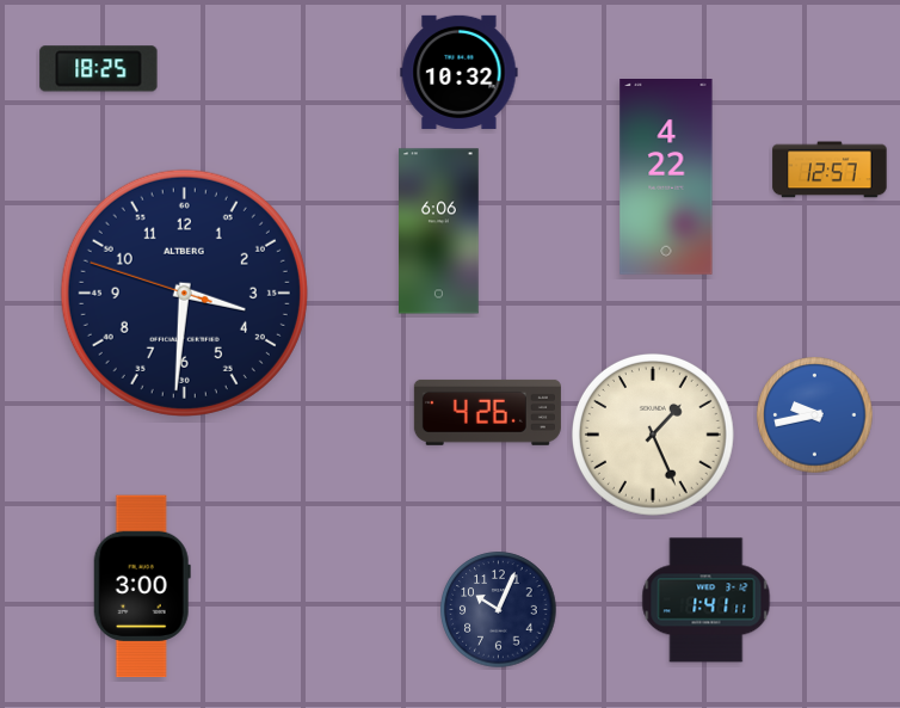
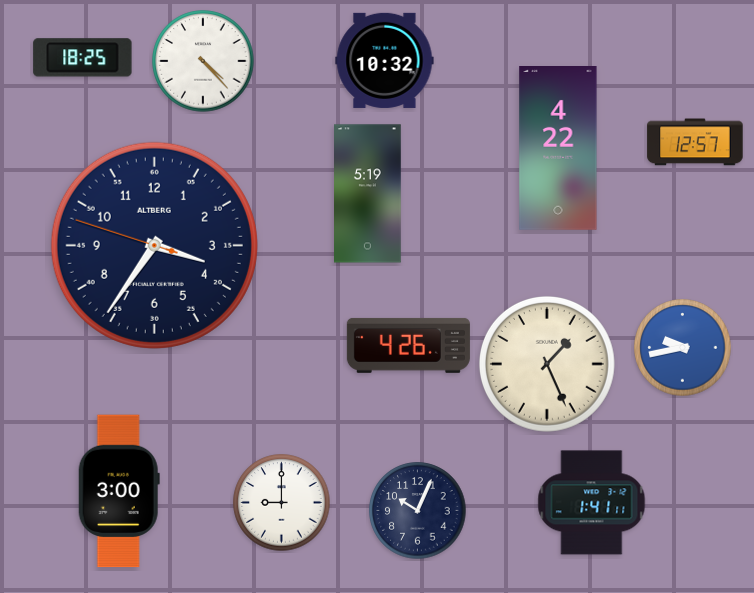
clock at (203, 61): none -> 4:23
clock at (439, 232): 6:06 -> 5:19
clock at (184, 293): 3:30 -> 3:35
clock at (282, 503): none -> 9:00
